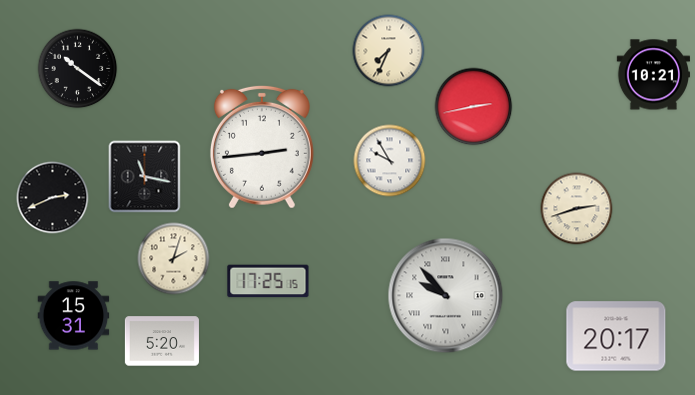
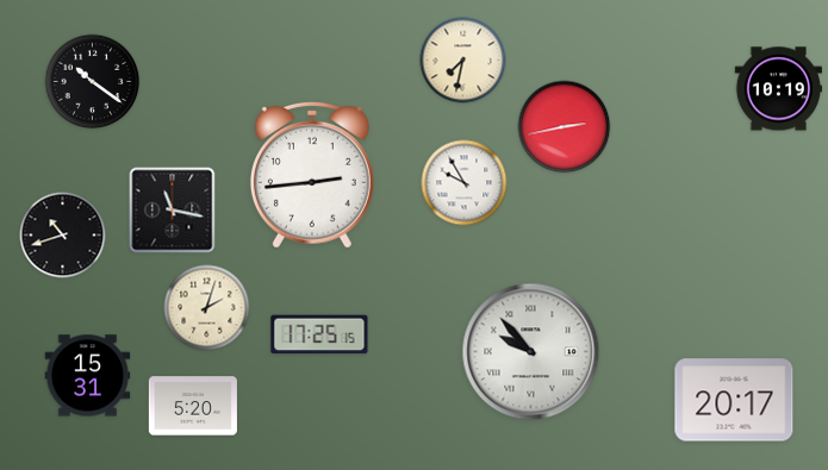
clock at (389, 51): 7:34 -> 7:32
clock at (653, 75): 10:21 -> 10:19
clock at (390, 161) position: (390, 161) -> (465, 183)
clock at (53, 198): 2:41 -> 10:42
clock at (577, 209): 2:42 -> none
